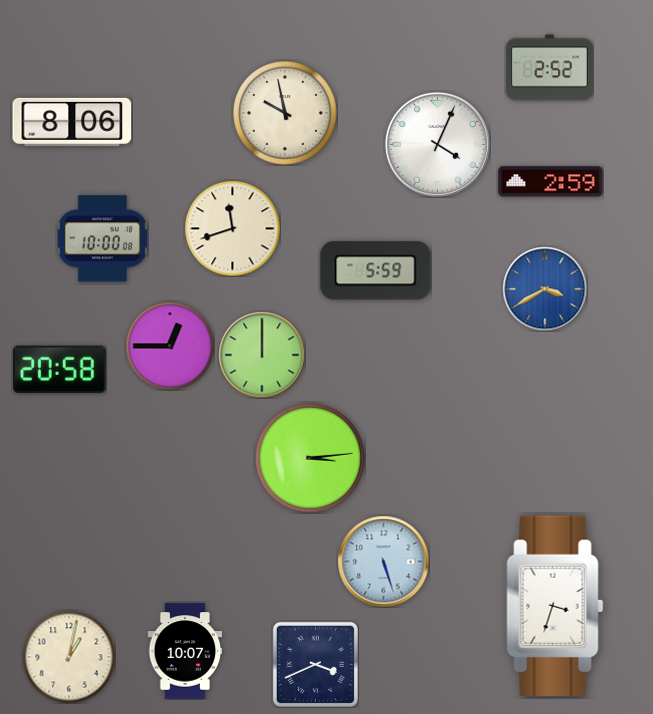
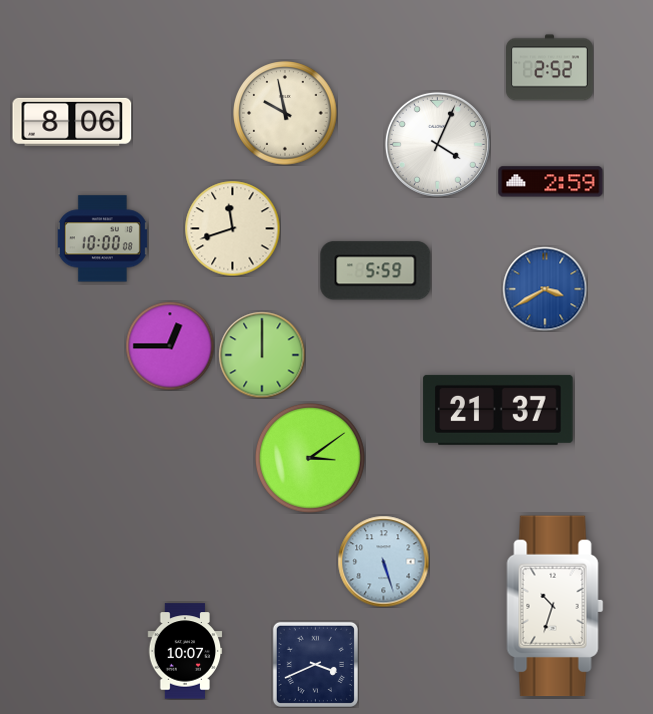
clock at (60, 370): 20:58 -> none
clock at (498, 410): none -> 21:37
clock at (310, 458): 3:14 -> 3:09
clock at (555, 606): 3:33 -> 10:33
clock at (69, 657): 1:02 -> none
